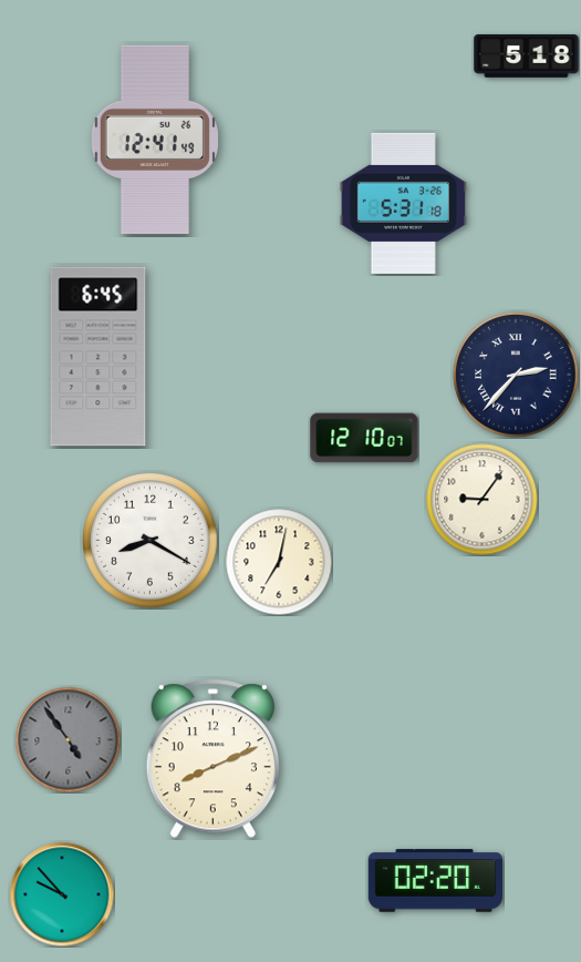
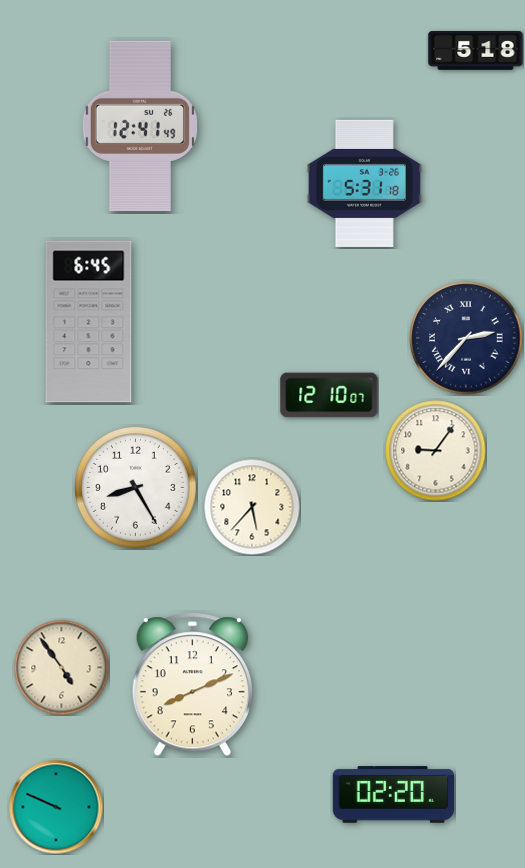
clock at (149, 540): 8:20 -> 8:25
clock at (279, 562): 7:02 -> 5:37
clock at (68, 739) dial: grey -> cream
clock at (62, 894): 9:53 -> 9:49
